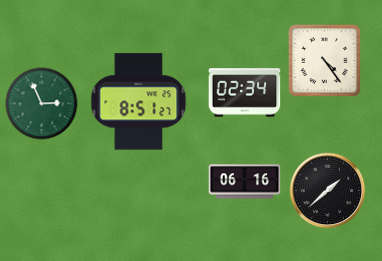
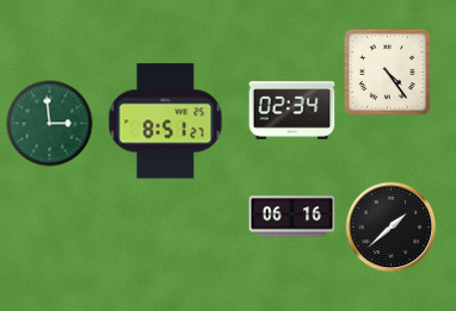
clock at (42, 104): 2:56 -> 2:59
